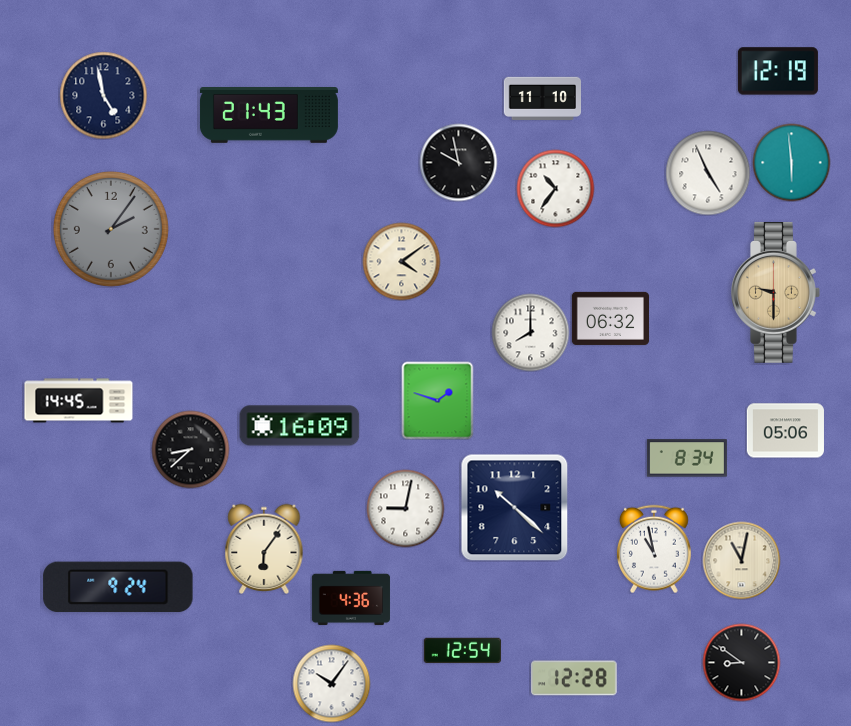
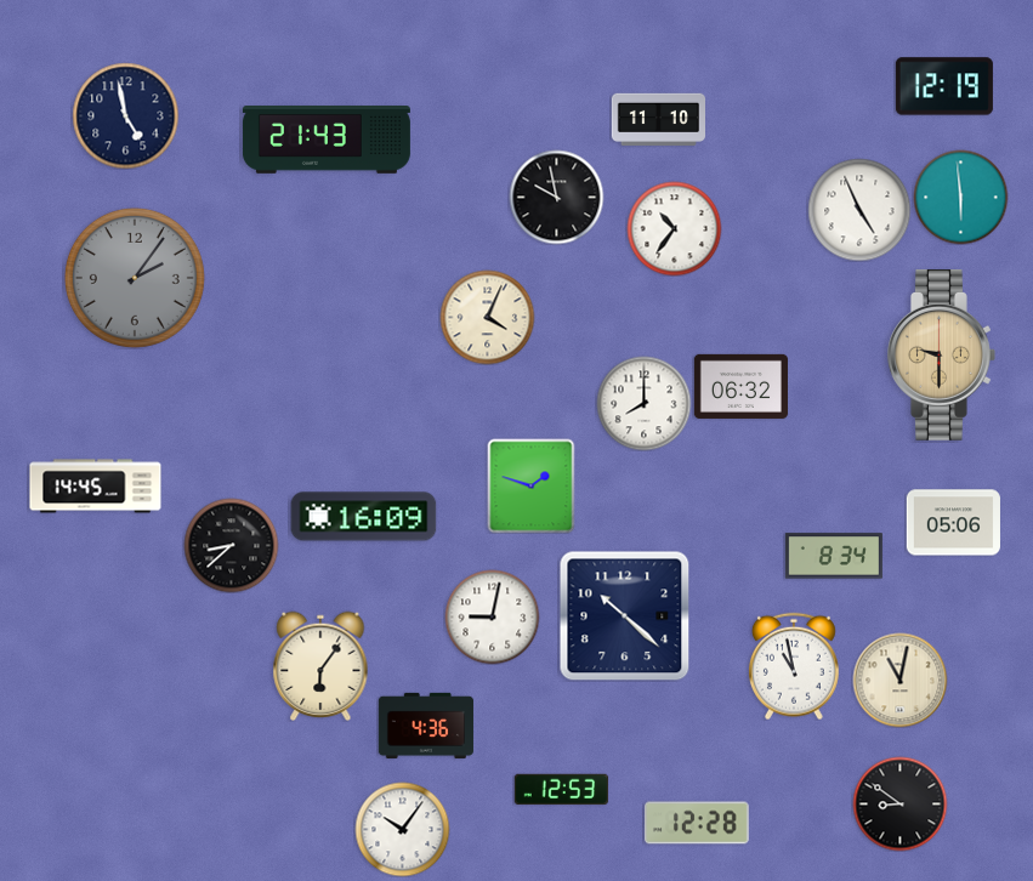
clock at (401, 261): 4:09 -> 4:04
clock at (118, 587): 9:24 -> none
clock at (462, 650): 12:54 -> 12:53
